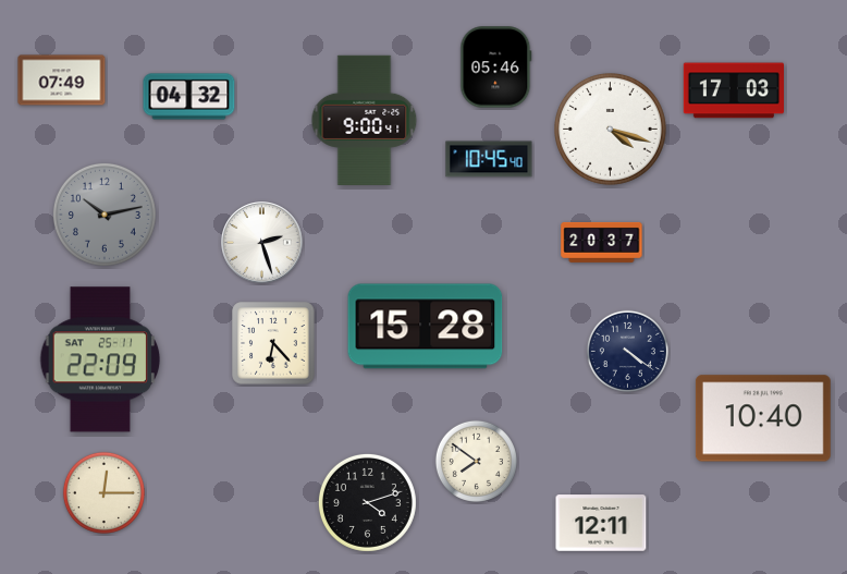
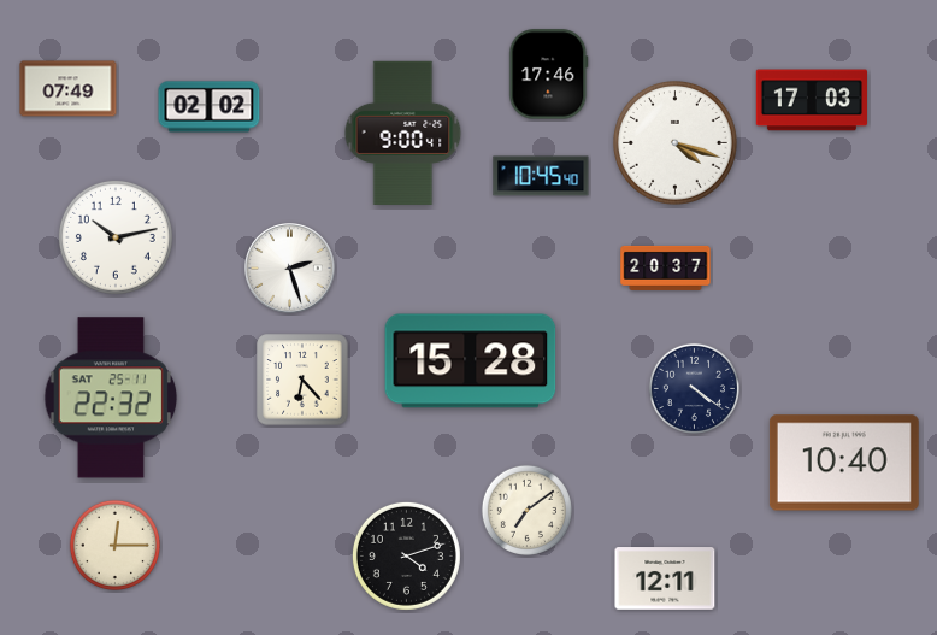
clock at (496, 68): 05:46 -> 17:46
clock at (189, 97): 04:32 -> 02:02
clock at (105, 215) dial: grey -> white
clock at (100, 359): 22:09 -> 22:32
clock at (476, 461): 7:51 -> 7:09
